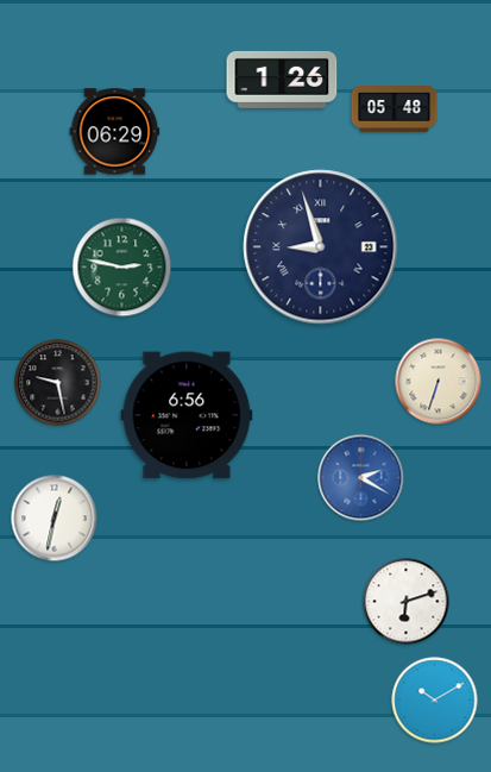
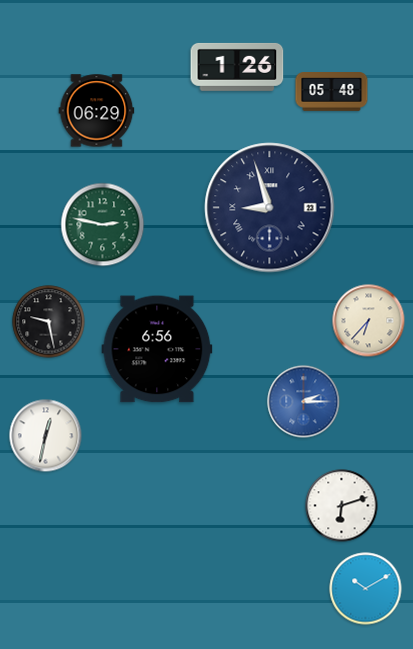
clock at (439, 382): 6:33 -> 6:37
clock at (361, 478): 2:20 -> 2:15
